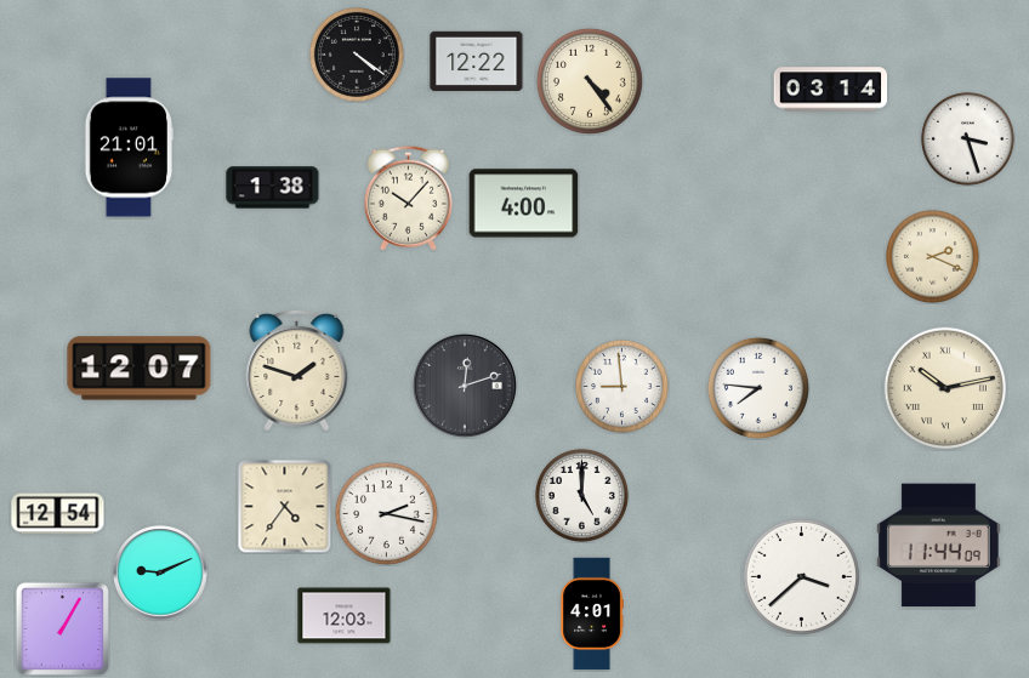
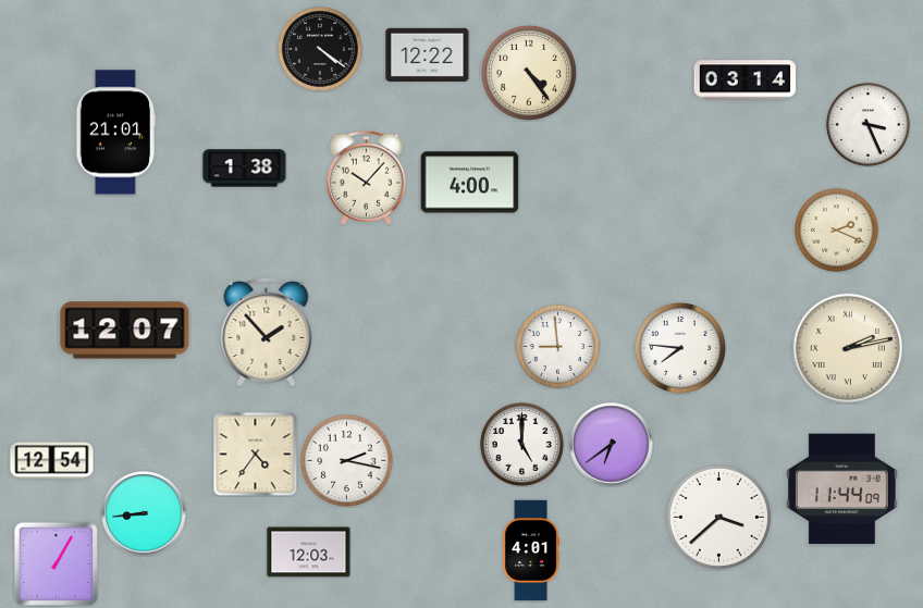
clock at (967, 138): 3:27 -> 3:26
clock at (297, 370): 1:48 -> 1:53
clock at (465, 386): 12:12 -> none
clock at (945, 388): 10:13 -> 2:13
clock at (612, 445): none -> 6:39
clock at (160, 572): 9:11 -> 8:44
